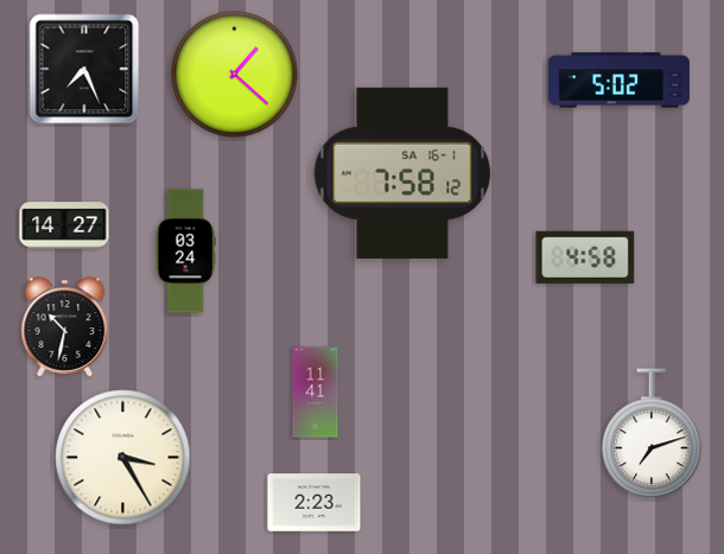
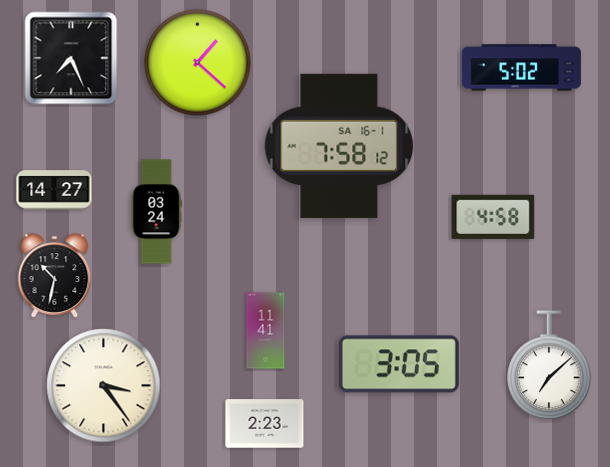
clock at (399, 364): none -> 3:05
clock at (652, 434): 7:12 -> 7:08
clock at (123, 458): 3:25 -> 3:24
